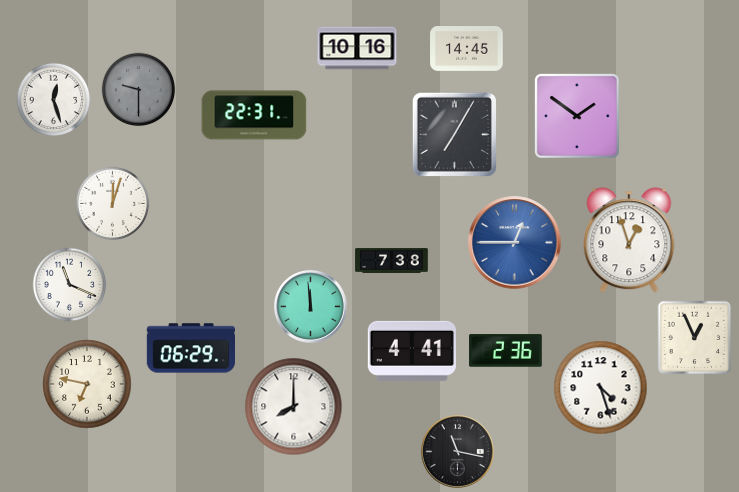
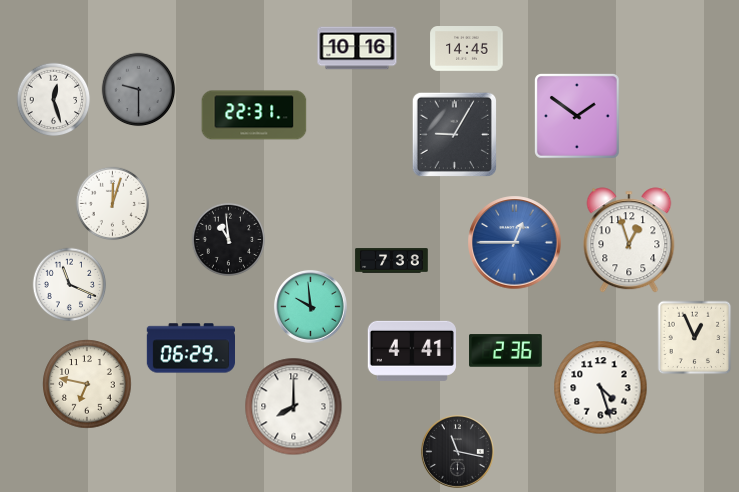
clock at (454, 134): 7:05 -> 9:05
clock at (229, 240): none -> 10:59
clock at (310, 306): 11:59 -> 9:59
